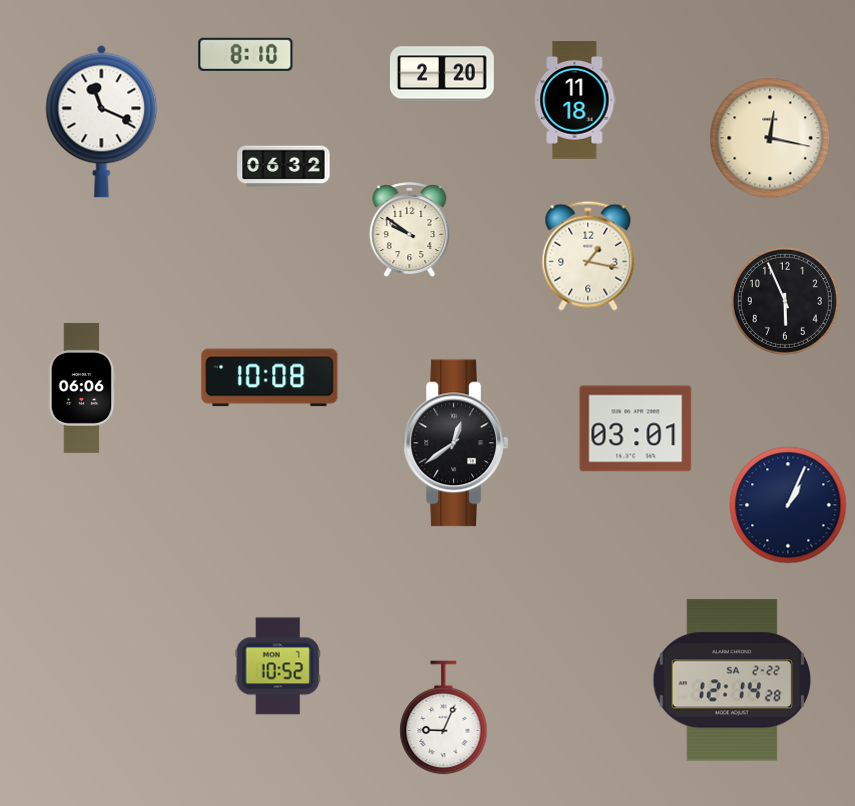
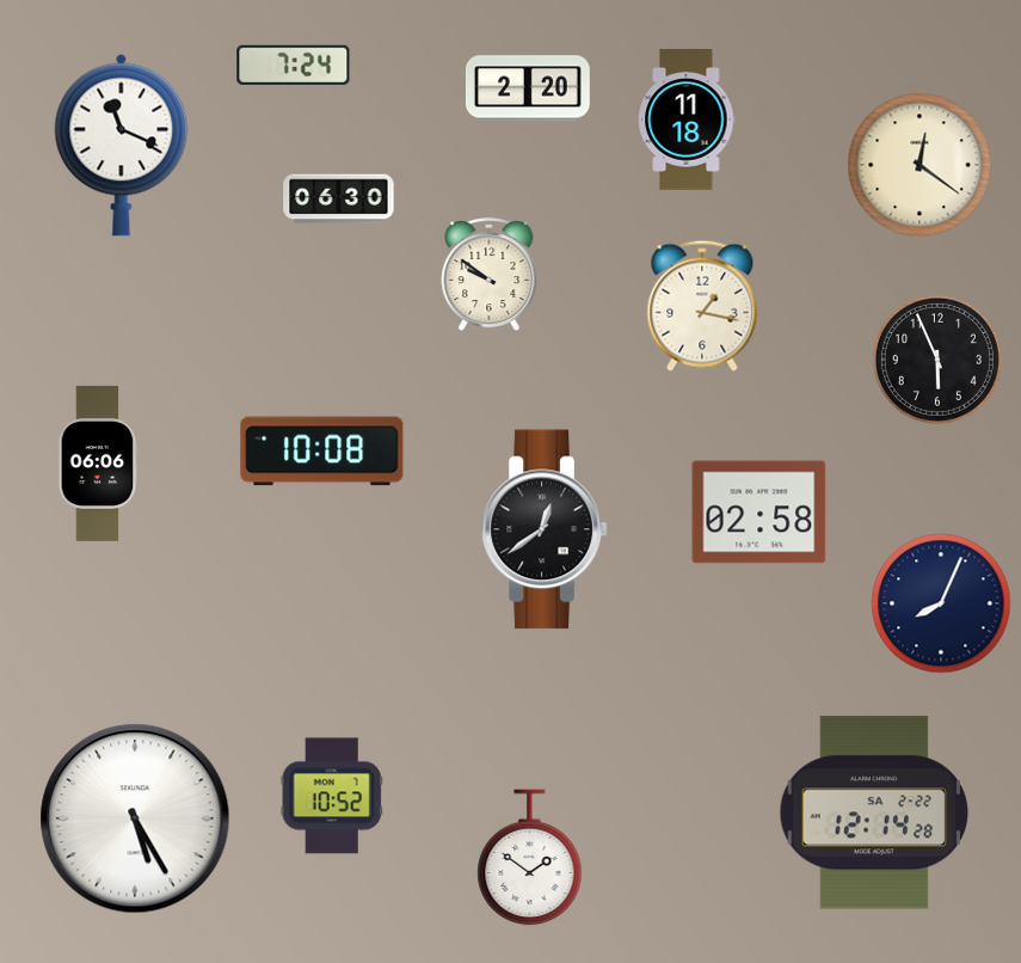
clock at (246, 54): 8:10 -> 7:24
clock at (770, 138): 12:17 -> 12:21
clock at (284, 167): 06:32 -> 06:30
clock at (636, 429): 03:01 -> 02:58
clock at (788, 505): 1:04 -> 8:04
clock at (135, 818): none -> 5:25
clock at (444, 718): 9:04 -> 1:51
